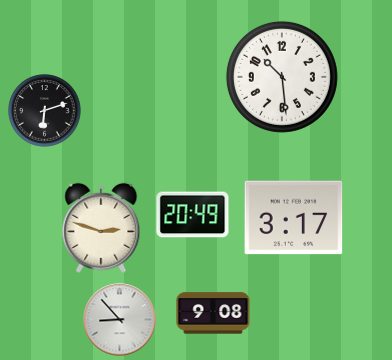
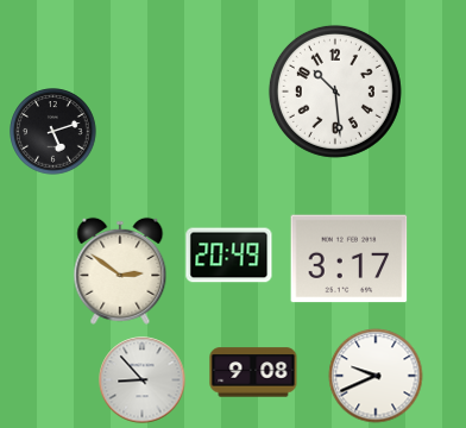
clock at (45, 111): 6:12 -> 5:12
clock at (101, 228): 2:48 -> 2:51
clock at (376, 376): none -> 9:41
